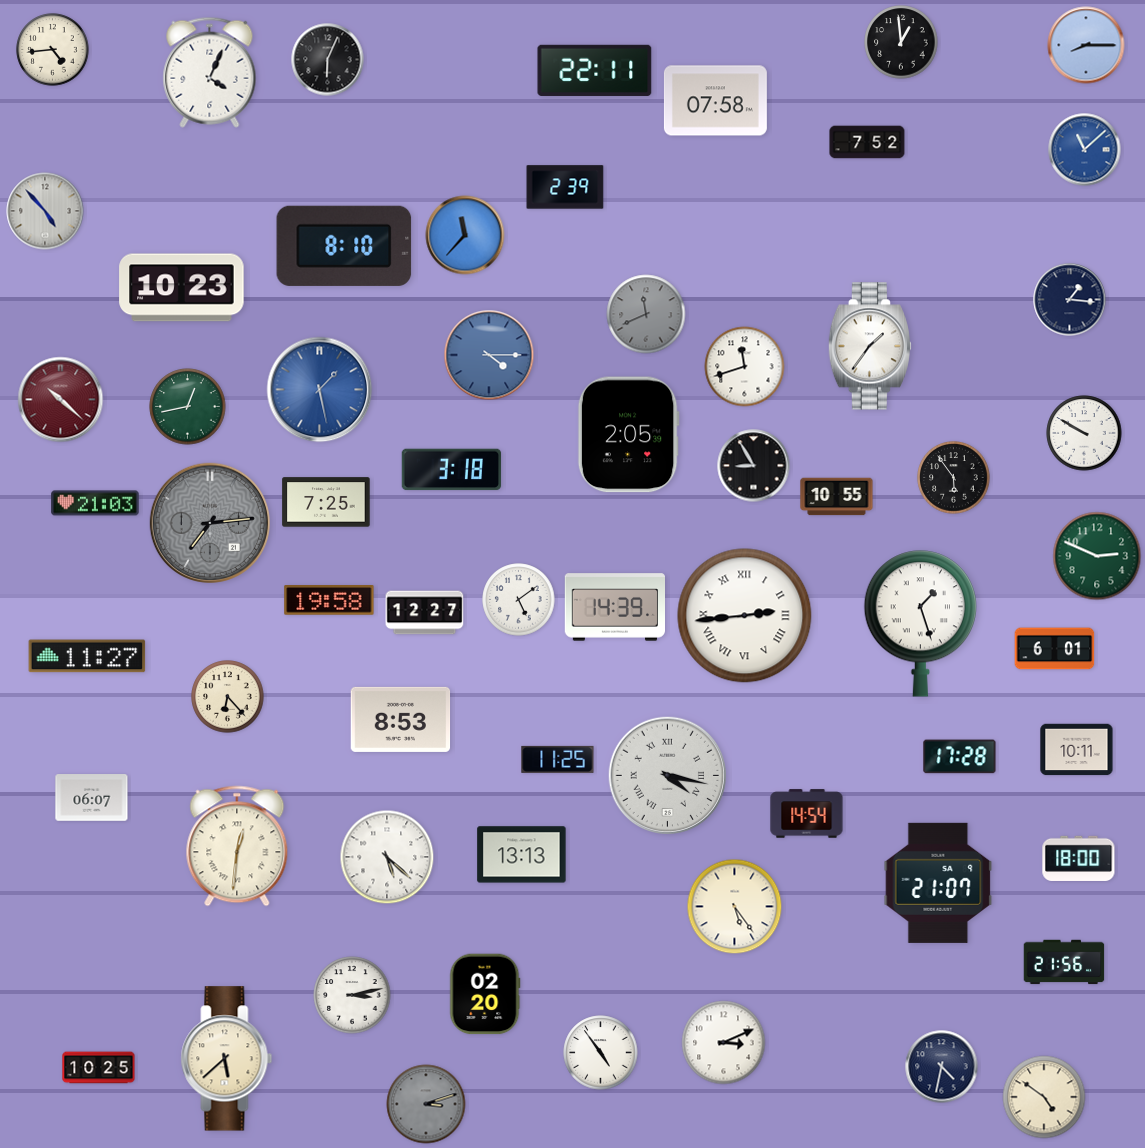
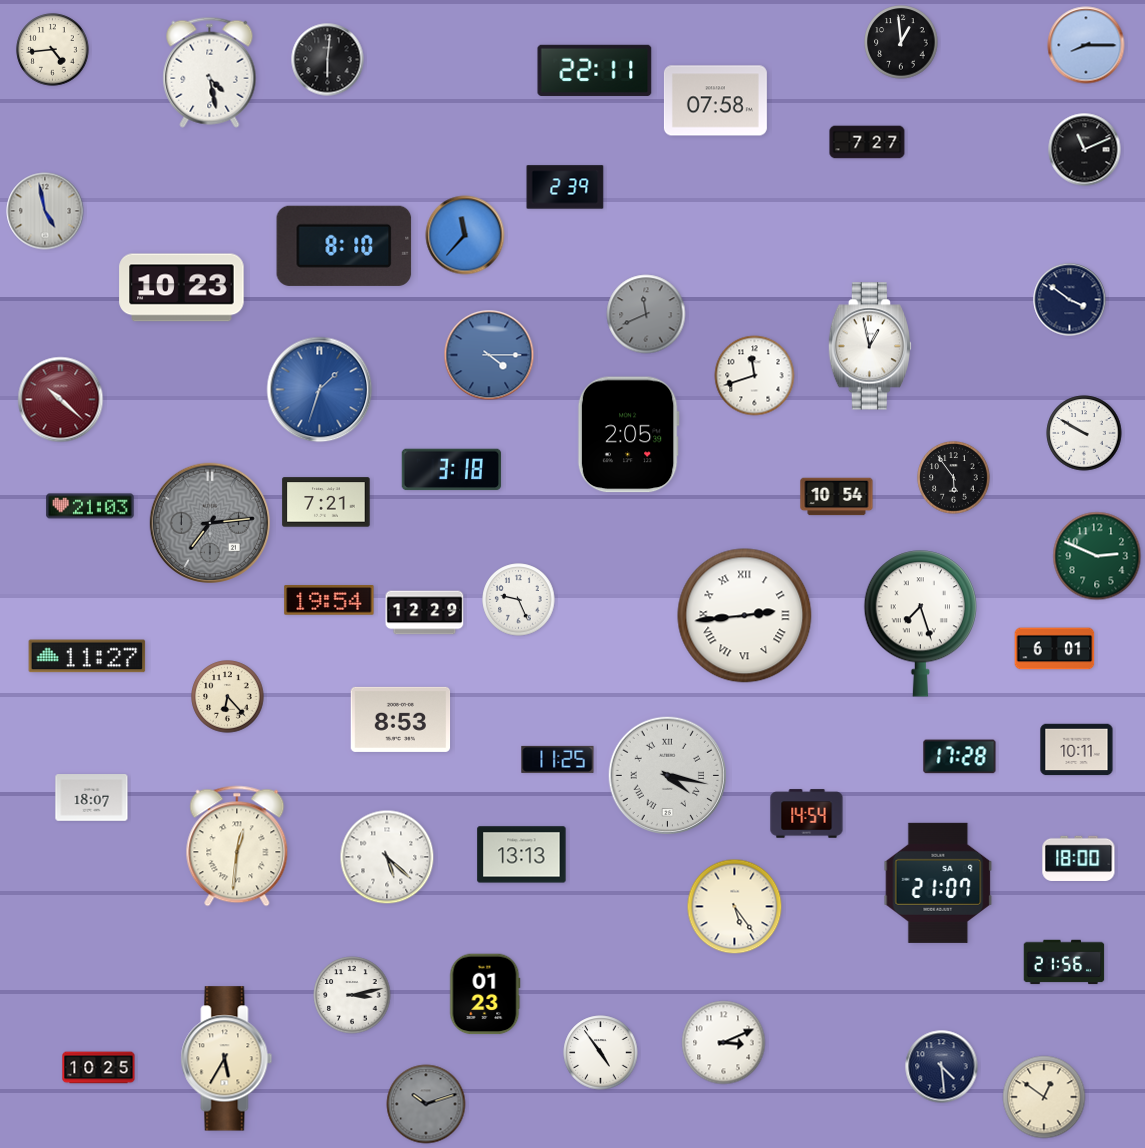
clock at (328, 60): 6:04 -> 6:01
clock at (210, 72): 4:04 -> 4:28
clock at (867, 142): 7:52 -> 7:27
clock at (1085, 150): 11:08 -> 11:11
clock at (1085, 150) dial: blue -> black
clock at (45, 211): 4:53 -> 4:58
clock at (1070, 300): 1:16 -> 3:51
clock at (870, 346): 1:36 -> 12:58
clock at (745, 367) position: (745, 367) -> (755, 376)
clock at (320, 390): 1:28 -> 1:33
clock at (188, 407): 12:43 -> none
clock at (754, 466): 8:55 -> none
clock at (837, 497): 10:55 -> 10:54
clock at (326, 502): 7:25 -> 7:21
clock at (95, 503) position: (95, 503) -> (90, 506)
clock at (329, 600): 19:58 -> 19:54
clock at (519, 600): 5:09 -> 9:26
clock at (614, 607): 14:39 -> none
clock at (425, 613): 12:27 -> 12:29
clock at (920, 624): 1:27 -> 7:27
clock at (92, 798): 06:07 -> 18:07
clock at (485, 994): 02:20 -> 01:23
clock at (227, 1059): 5:38 -> 5:35
clock at (942, 1067): 4:32 -> 4:29
clock at (1044, 1097): 4:51 -> 12:51
clock at (426, 1104): 3:12 -> 10:12
